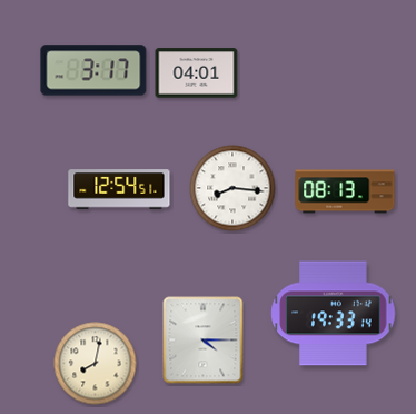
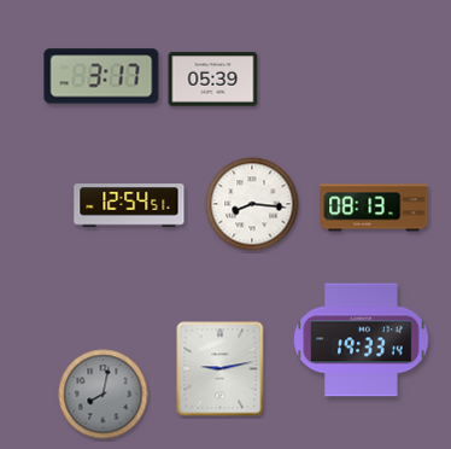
clock at (197, 73): 04:01 -> 05:39
clock at (204, 341): 4:15 -> 9:13
clock at (96, 364) dial: cream -> grey
